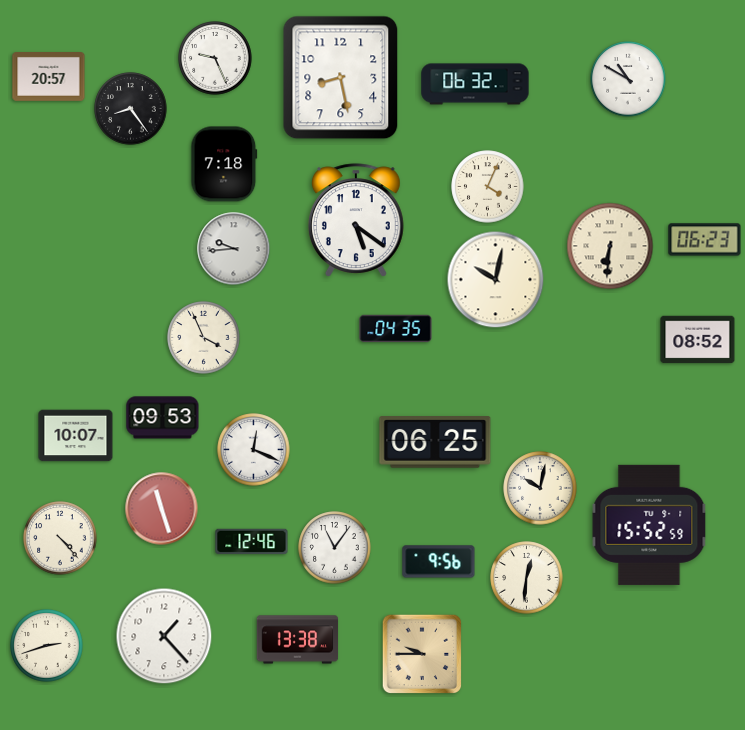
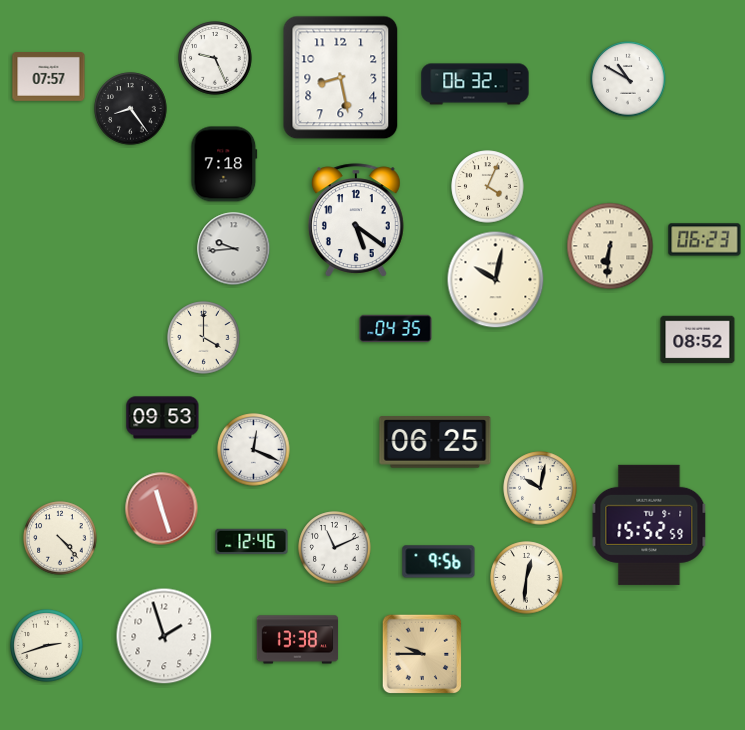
clock at (49, 77): 20:57 -> 07:57
clock at (204, 338): 3:56 -> 4:00
clock at (76, 436): 10:07 -> none
clock at (335, 548): 11:06 -> 11:11
clock at (164, 636): 1:23 -> 1:57
